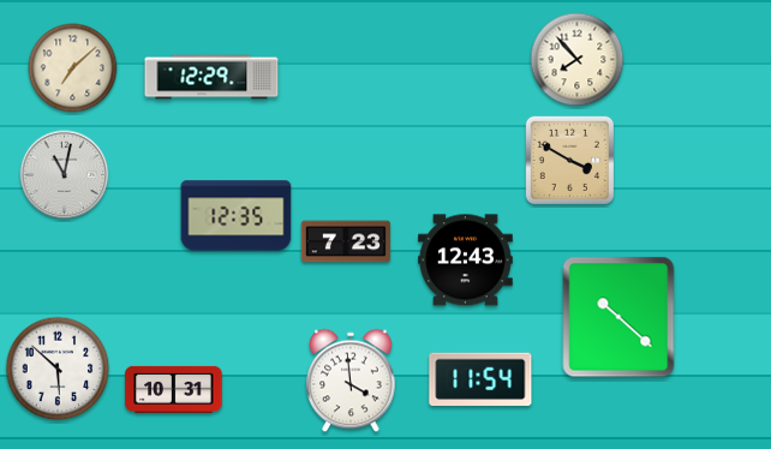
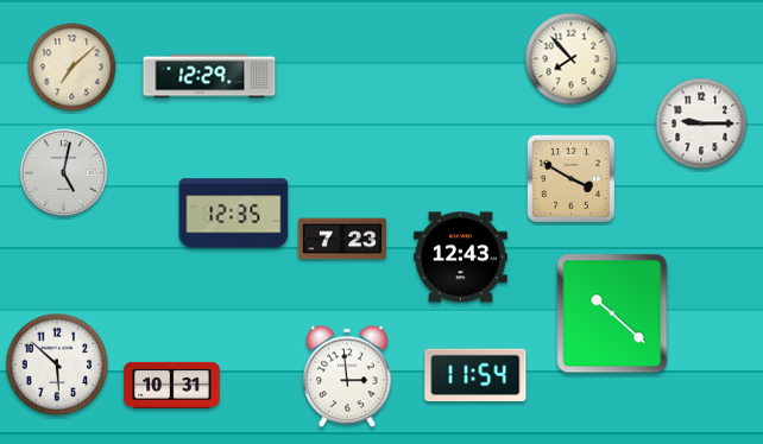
clock at (701, 123): none -> 9:15
clock at (569, 160) position: (569, 160) -> (570, 178)
clock at (65, 175): 11:02 -> 5:02
clock at (351, 381): 3:59 -> 2:59
